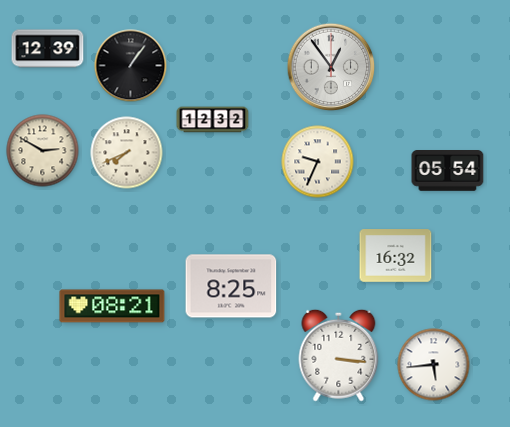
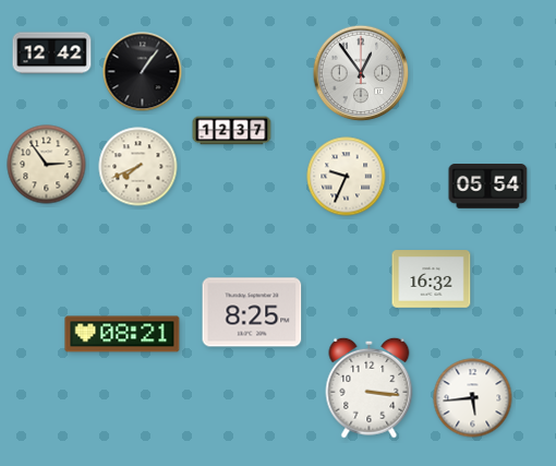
clock at (48, 49): 12:39 -> 12:42
clock at (213, 120): 12:32 -> 12:37
clock at (43, 151): 2:50 -> 2:54
